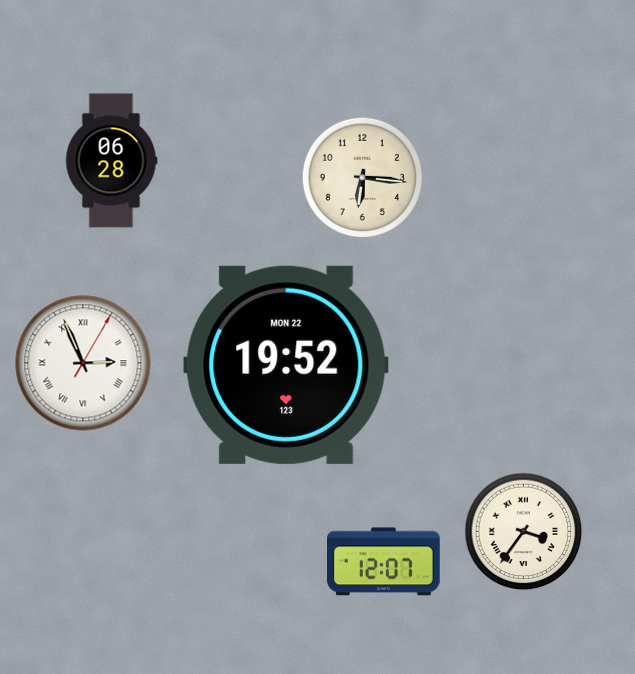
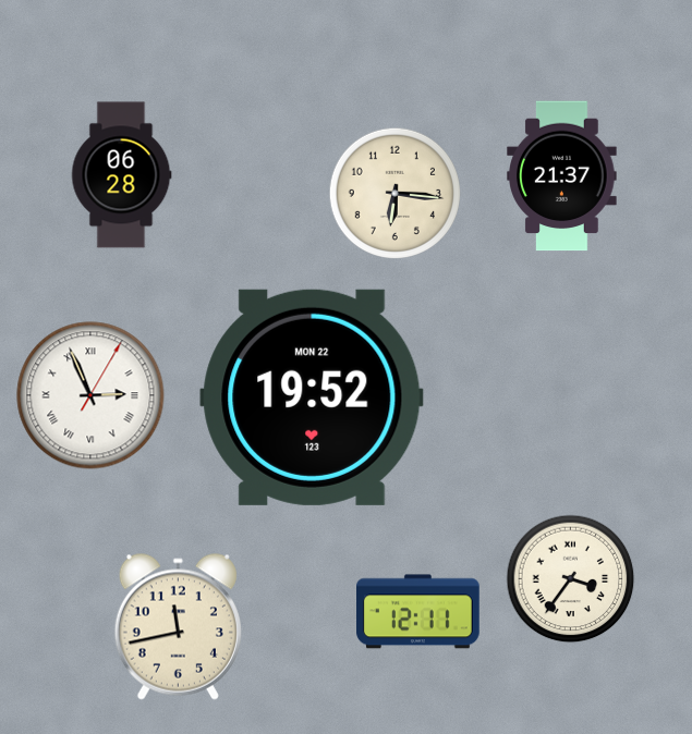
clock at (562, 176): none -> 21:37
clock at (384, 562): 12:07 -> 12:11
clock at (178, 626): none -> 11:43
